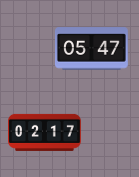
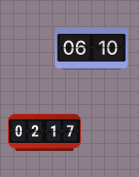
clock at (91, 49): 05:47 -> 06:10
